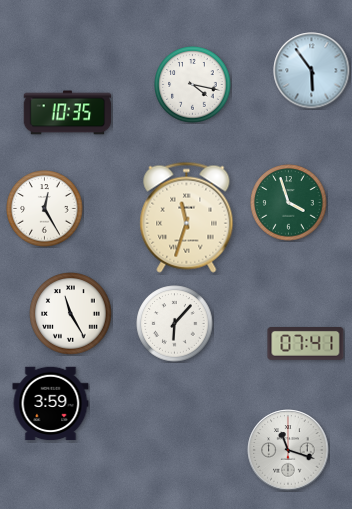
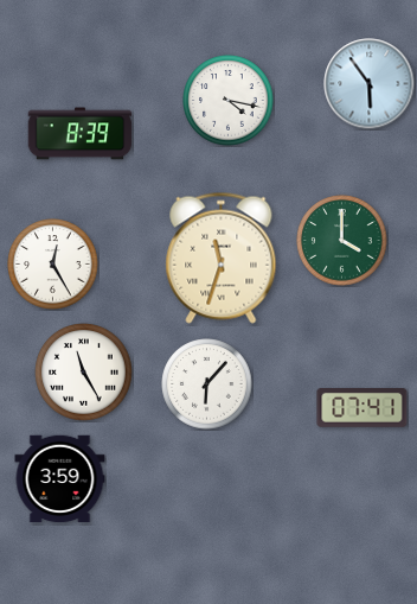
clock at (68, 113): 10:35 -> 8:39
clock at (289, 203): 3:57 -> 4:00
clock at (45, 209) position: (45, 209) -> (53, 265)
clock at (288, 450): 11:18 -> none
